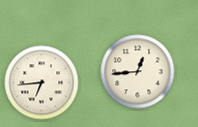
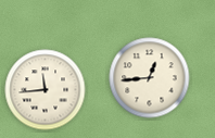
clock at (42, 83): 6:44 -> 11:44
